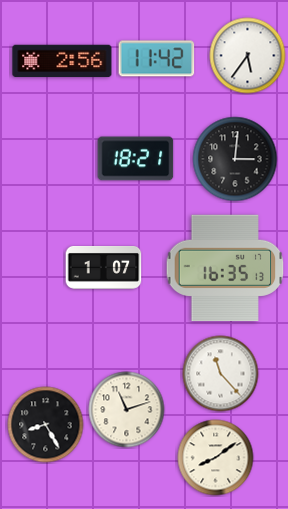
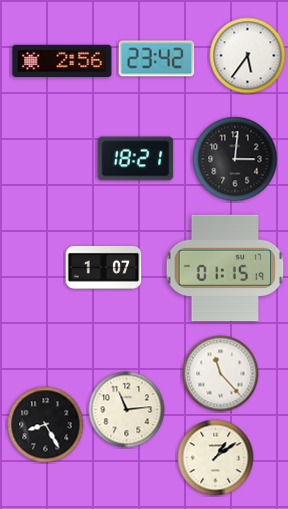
clock at (157, 59): 11:42 -> 23:42
clock at (225, 268): 16:35 -> 01:15
clock at (127, 410): 11:12 -> 11:14
clock at (216, 458): 8:09 -> 1:09
